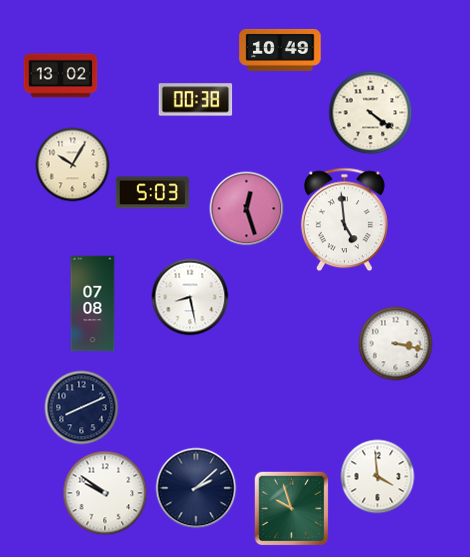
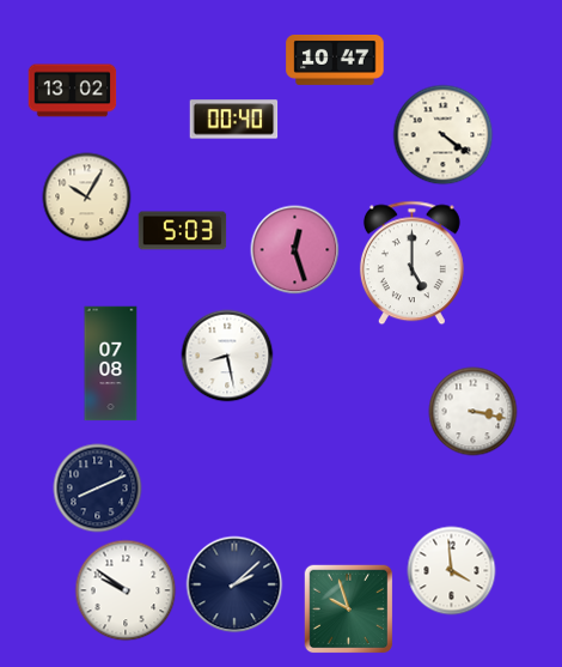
clock at (280, 50): 10:49 -> 10:47
clock at (196, 100): 00:38 -> 00:40
clock at (344, 220): 4:59 -> 5:00
